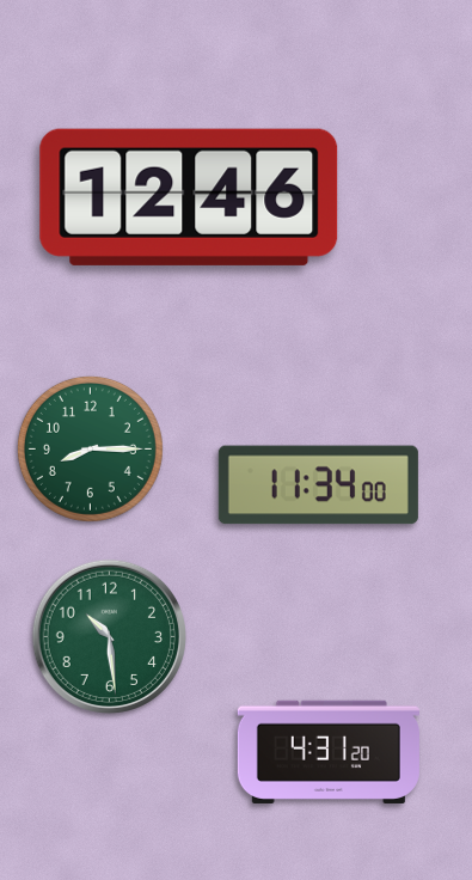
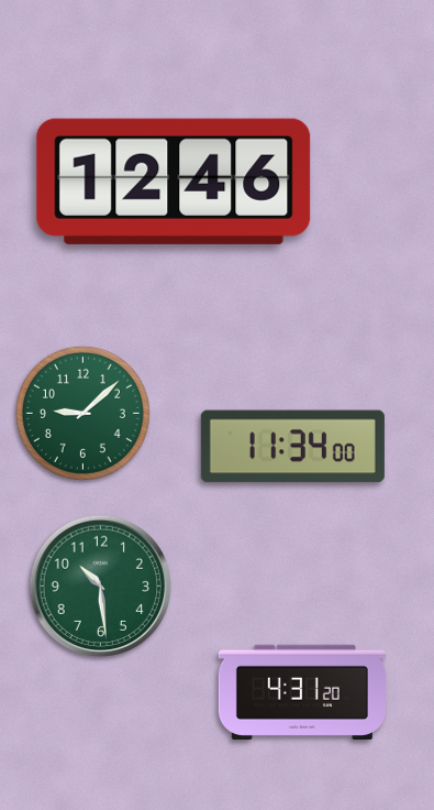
clock at (90, 448): 8:15 -> 9:08
